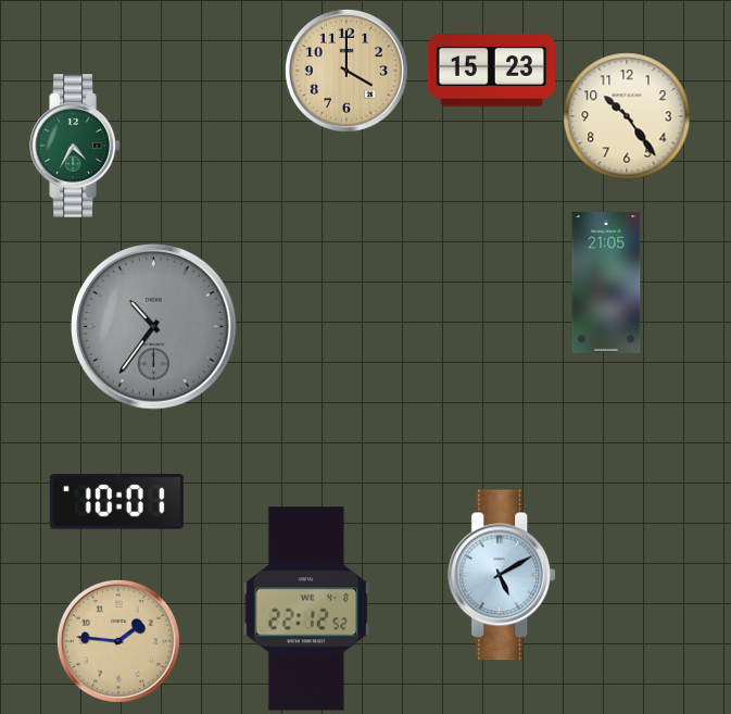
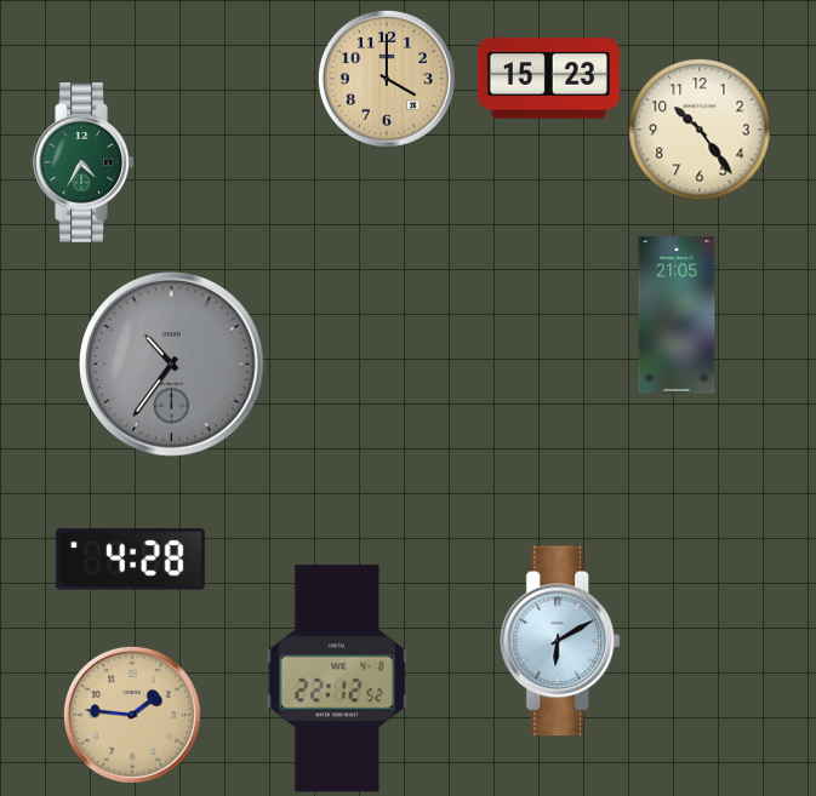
clock at (116, 502): 10:01 -> 4:28
clock at (503, 575): 5:10 -> 6:10
clock at (306, 609) position: (306, 609) -> (337, 678)
